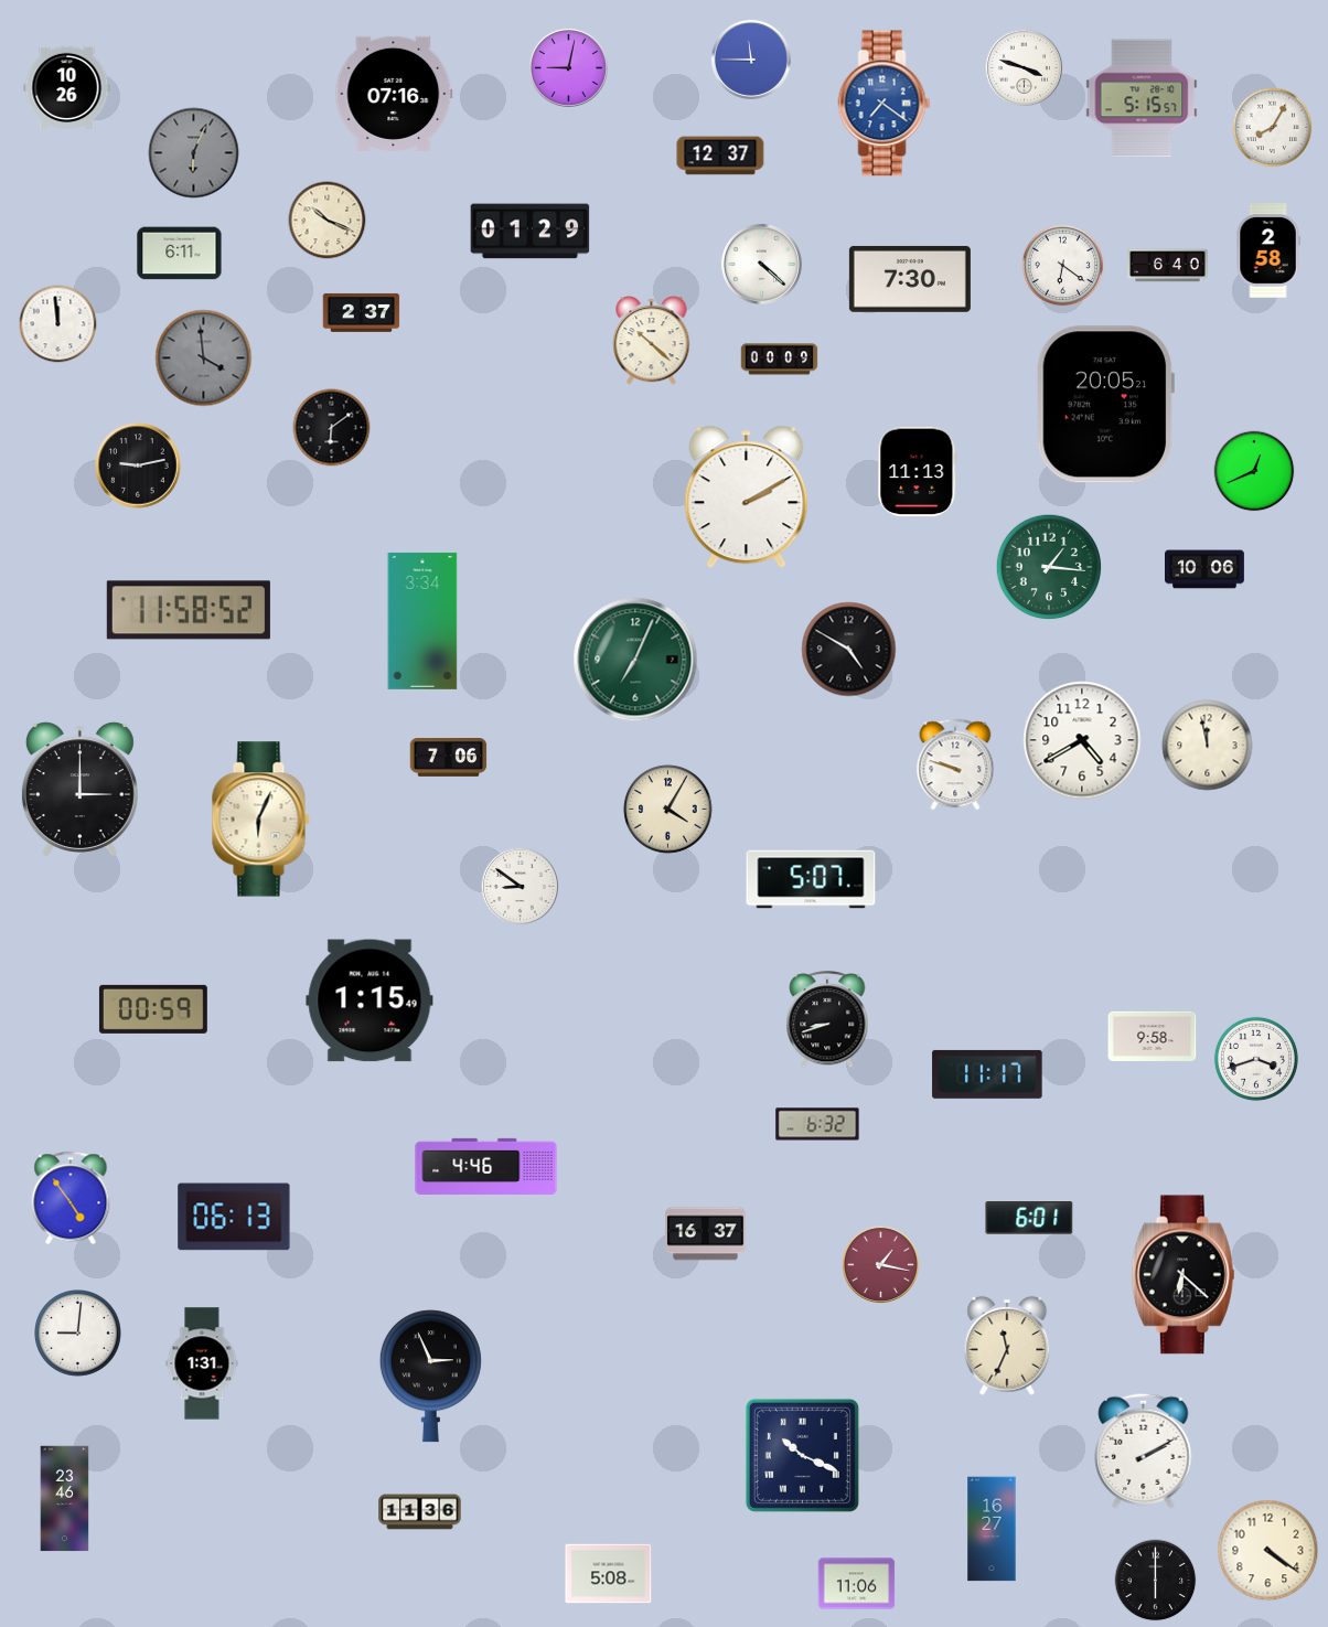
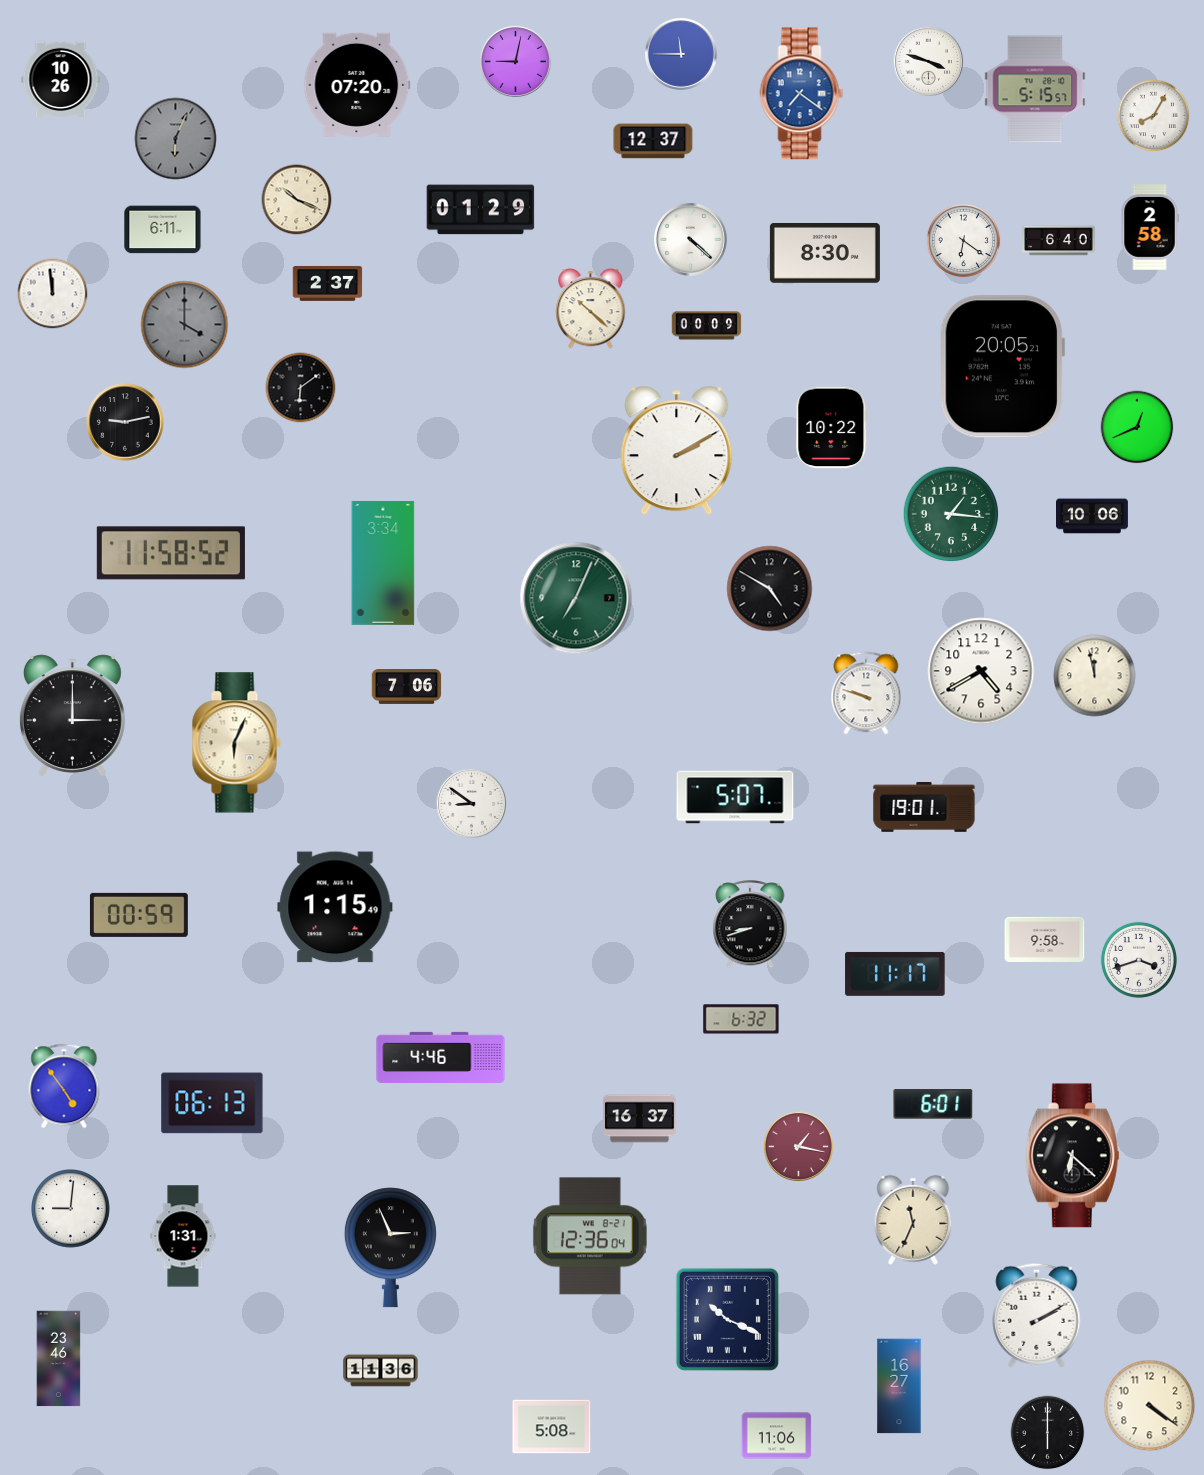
clock at (394, 94): 07:16 -> 07:20
clock at (910, 279): 7:30 -> 8:30
clock at (204, 358): 3:59 -> 4:00
clock at (918, 472): 11:13 -> 10:22
clock at (668, 810): 4:05 -> none
clock at (924, 807): none -> 19:01
clock at (590, 1236): none -> 12:36
